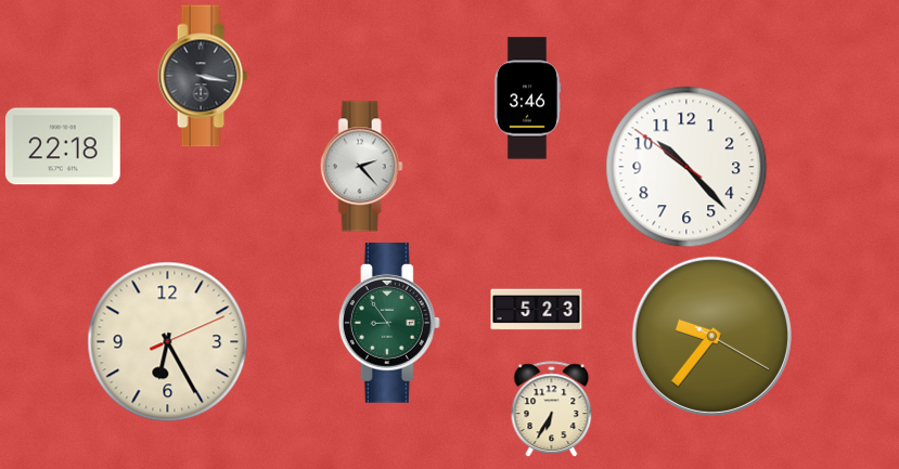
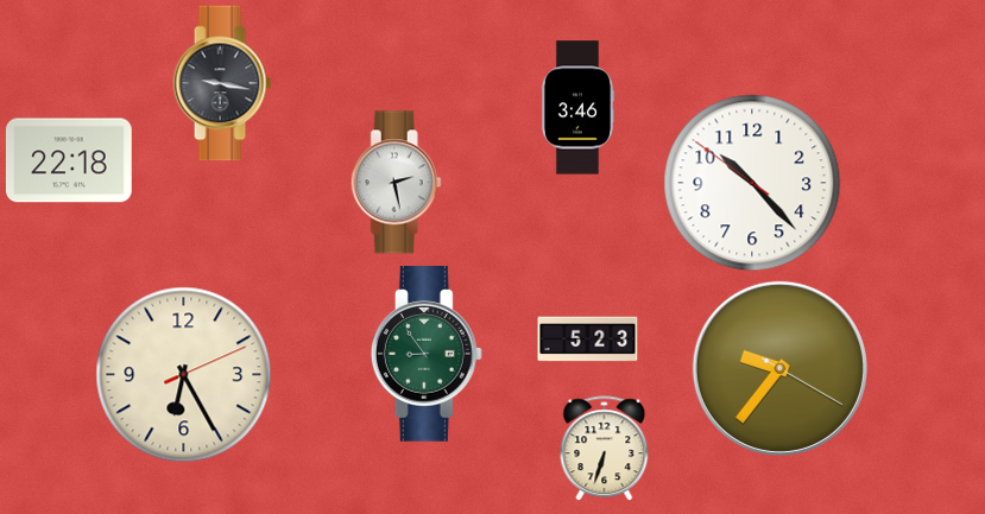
clock at (203, 76): 3:17 -> 9:17
clock at (361, 167): 2:23 -> 2:28
clock at (552, 409): 6:35 -> 6:33
